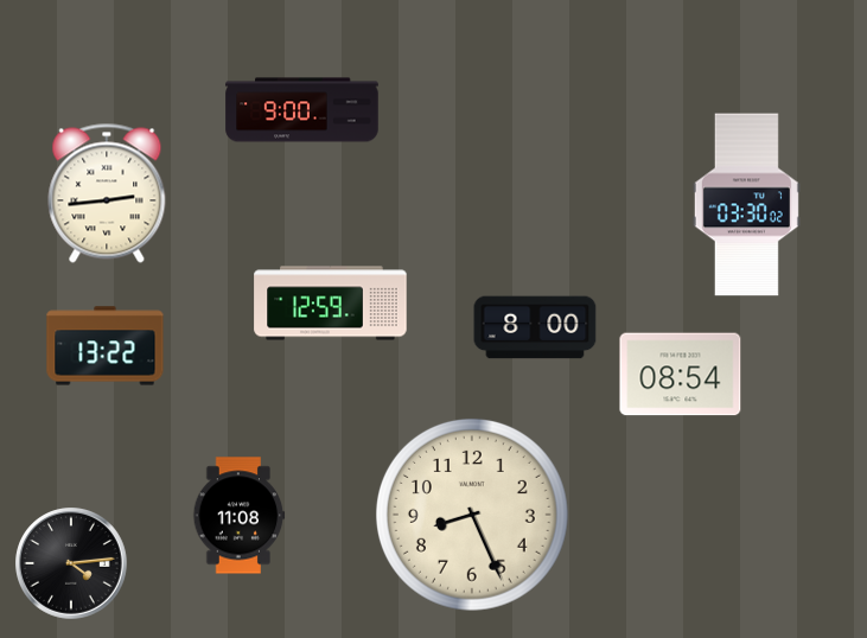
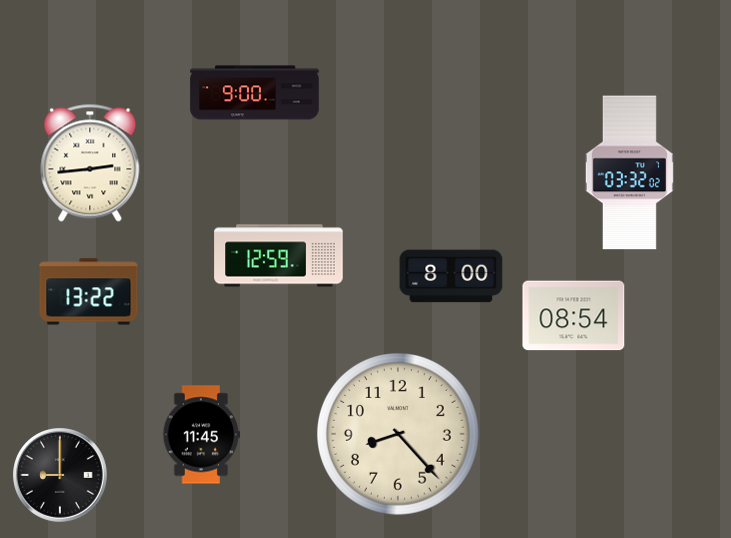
clock at (746, 205): 03:30 -> 03:32
clock at (472, 515): 8:26 -> 8:23
clock at (240, 516): 11:08 -> 11:45
clock at (71, 563): 4:14 -> 9:00
